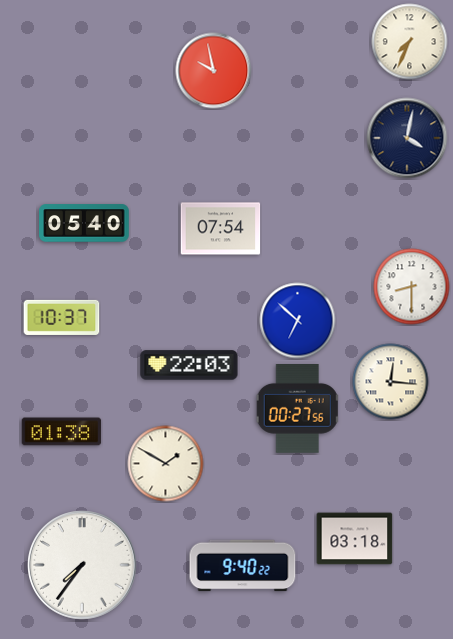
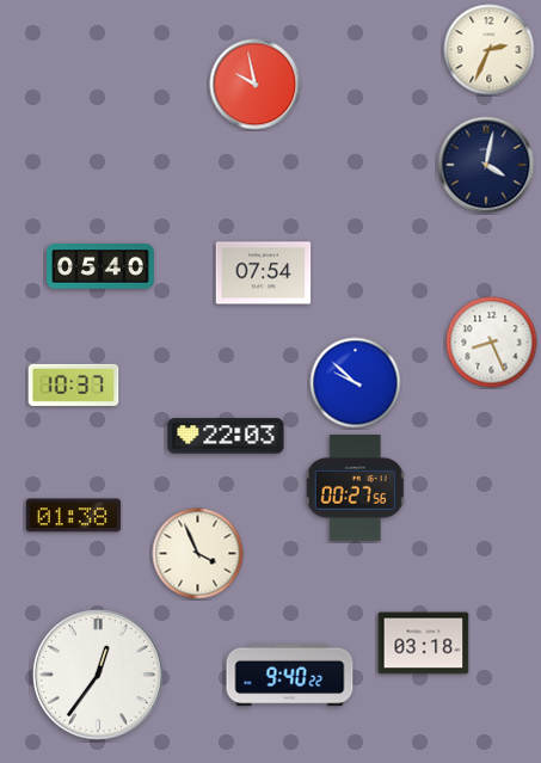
clock at (410, 42): 7:34 -> 2:34
clock at (412, 287): 8:30 -> 8:26
clock at (62, 317) position: (62, 317) -> (74, 384)
clock at (298, 321): 6:52 -> 9:52
clock at (391, 382): 12:16 -> none
clock at (166, 464): 1:50 -> 3:56
clock at (83, 566): 7:36 -> 12:36
